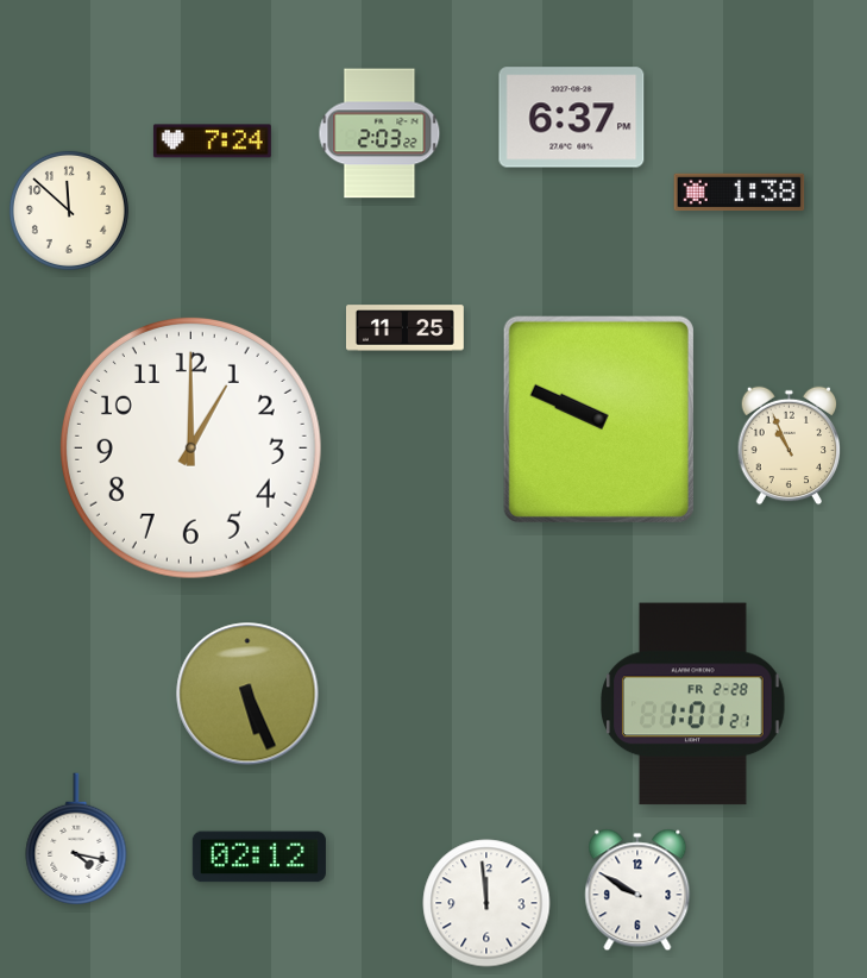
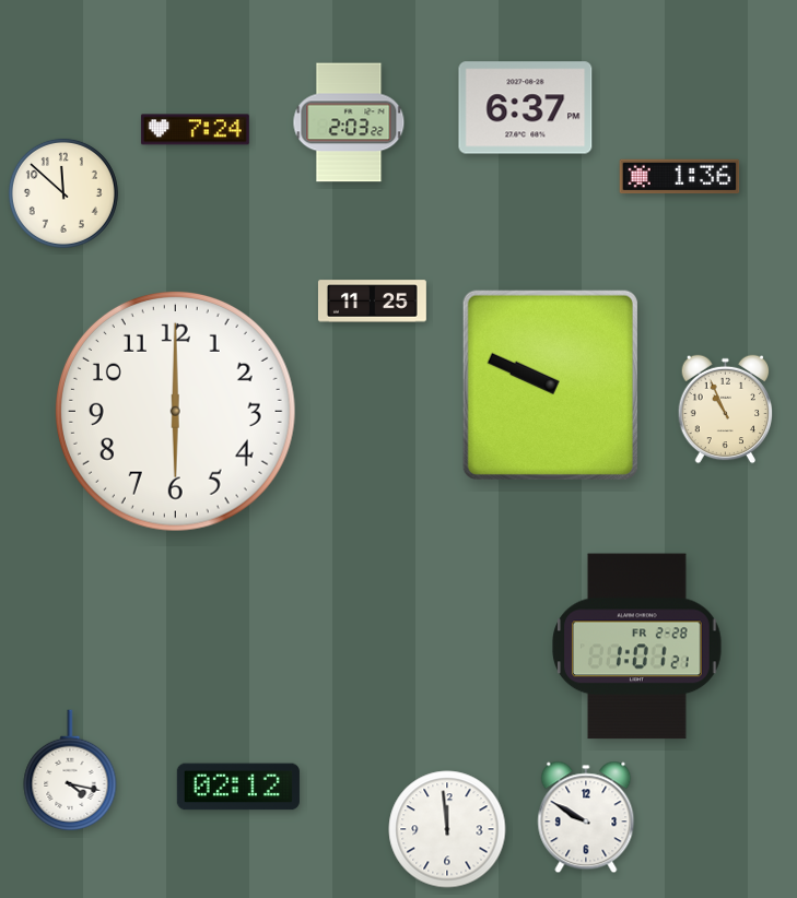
clock at (740, 193): 1:38 -> 1:36
clock at (190, 447): 1:00 -> 6:00
clock at (247, 694): 5:26 -> none
